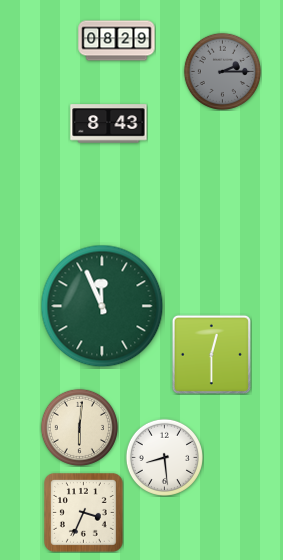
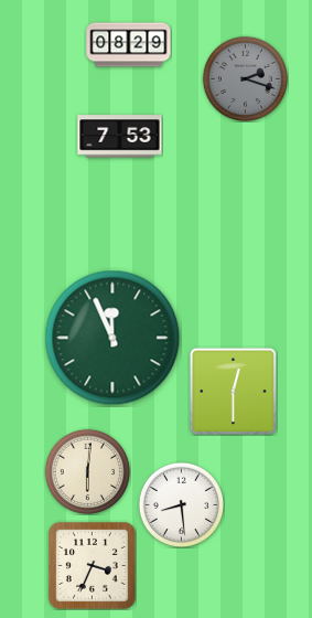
clock at (222, 71): 2:15 -> 2:18
clock at (109, 124): 8:43 -> 7:53
